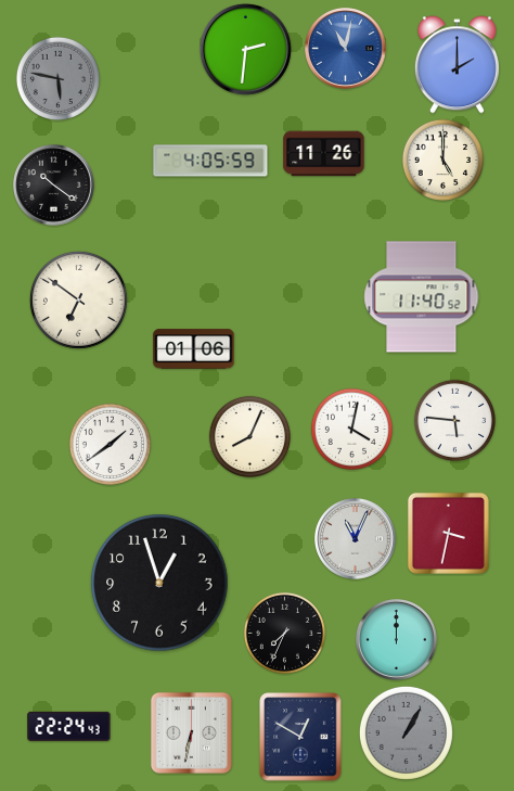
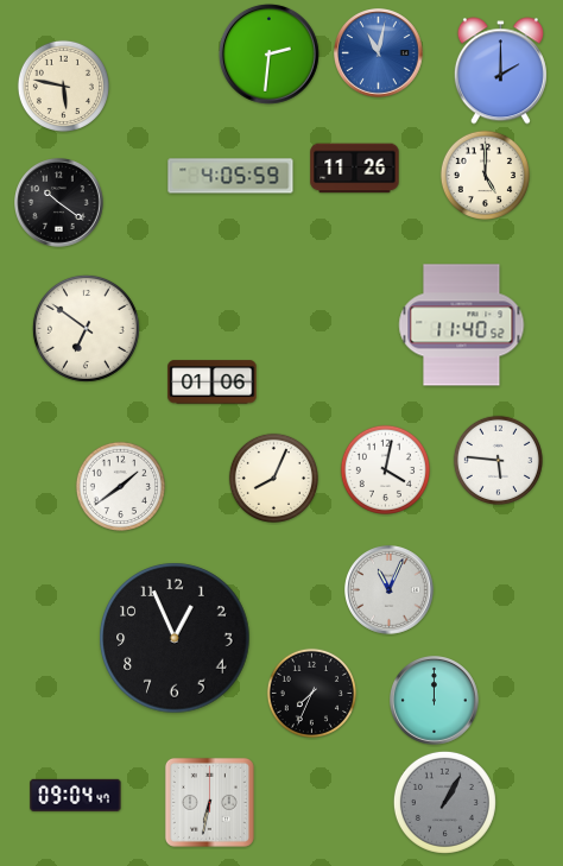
clock at (57, 78) dial: grey -> cream
clock at (448, 533): 3:32 -> none
clock at (159, 583): 12:57 -> 12:56
clock at (69, 726): 22:24 -> 09:04
clock at (300, 737): 12:50 -> none
